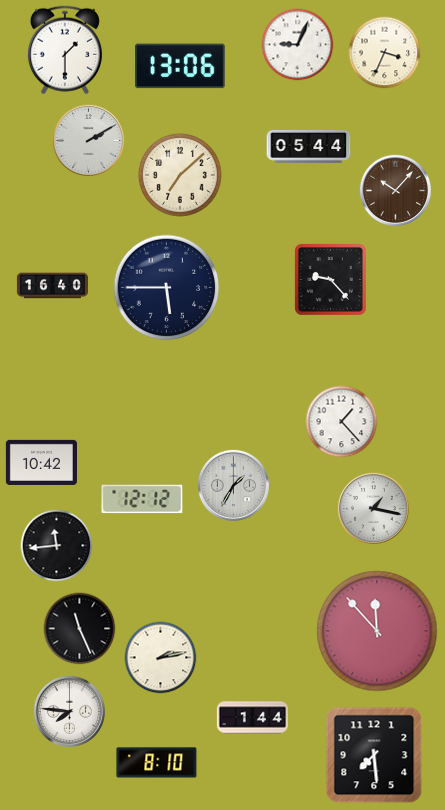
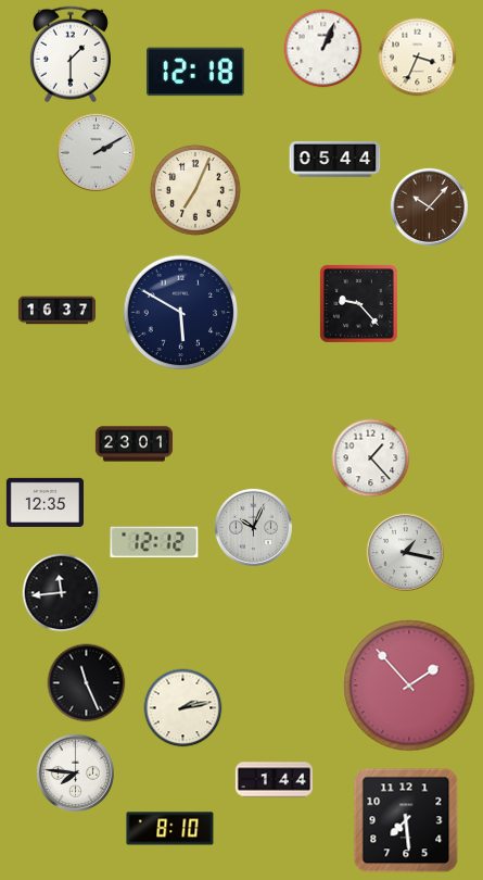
clock at (298, 45): 9:04 -> 1:04
clock at (181, 66): 13:06 -> 12:18
clock at (180, 175): 7:08 -> 7:04
clock at (52, 286): 16:40 -> 16:37
clock at (167, 288): 5:45 -> 5:50
clock at (134, 444): none -> 23:01
clock at (41, 462): 10:42 -> 12:35
clock at (233, 485): 1:35 -> 10:04
clock at (377, 631): 11:53 -> 1:53
clock at (161, 658) position: (161, 658) -> (183, 708)
